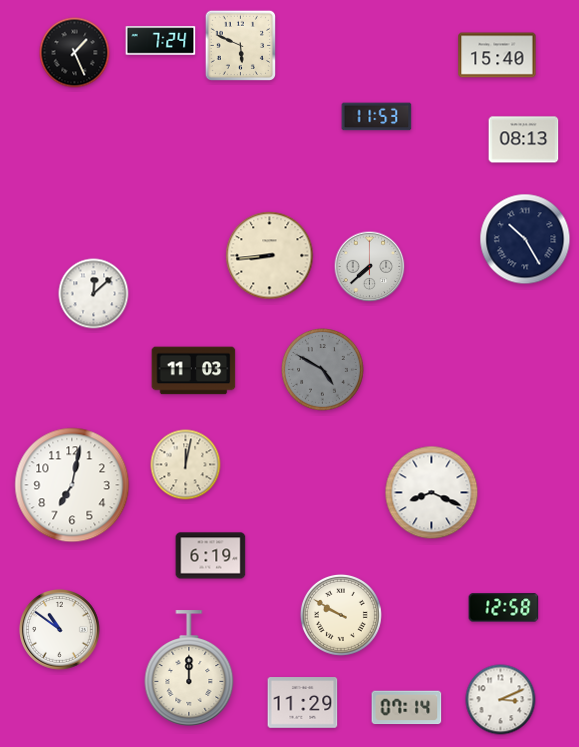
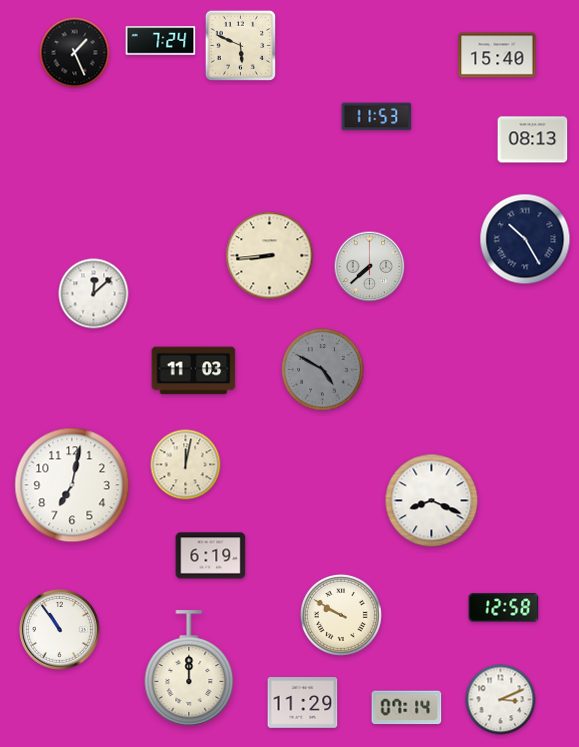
clock at (524, 140) position: (524, 140) -> (533, 140)
clock at (432, 493) position: (432, 493) -> (432, 501)
clock at (60, 630): 10:51 -> 10:54
